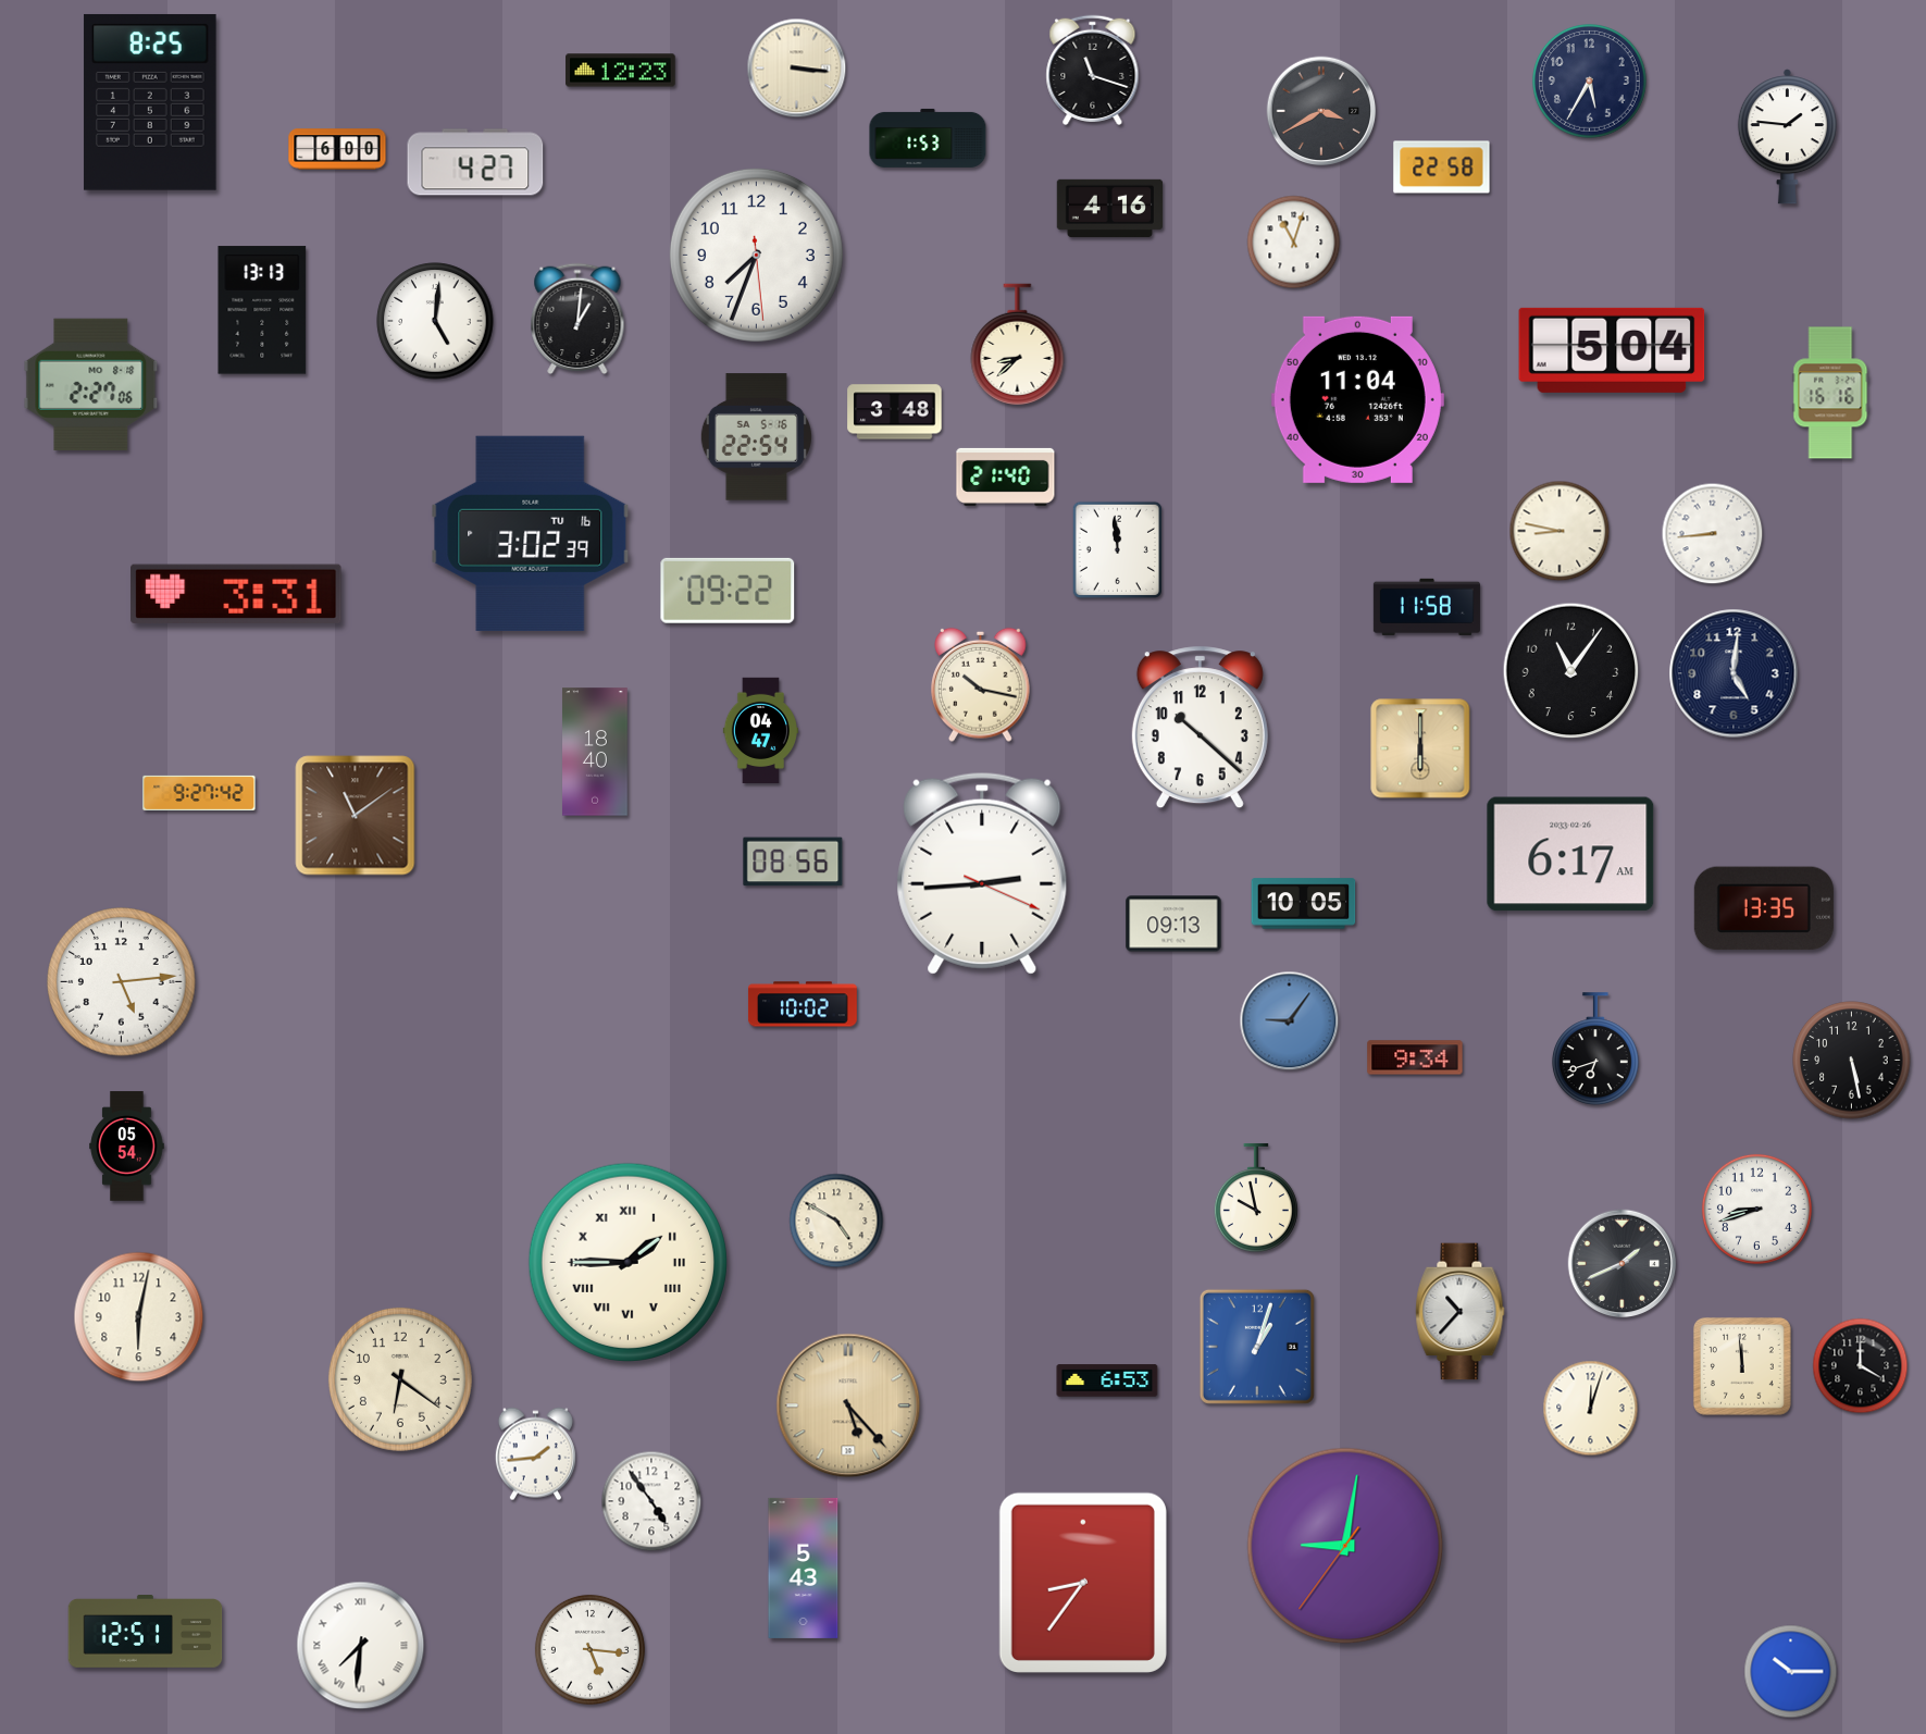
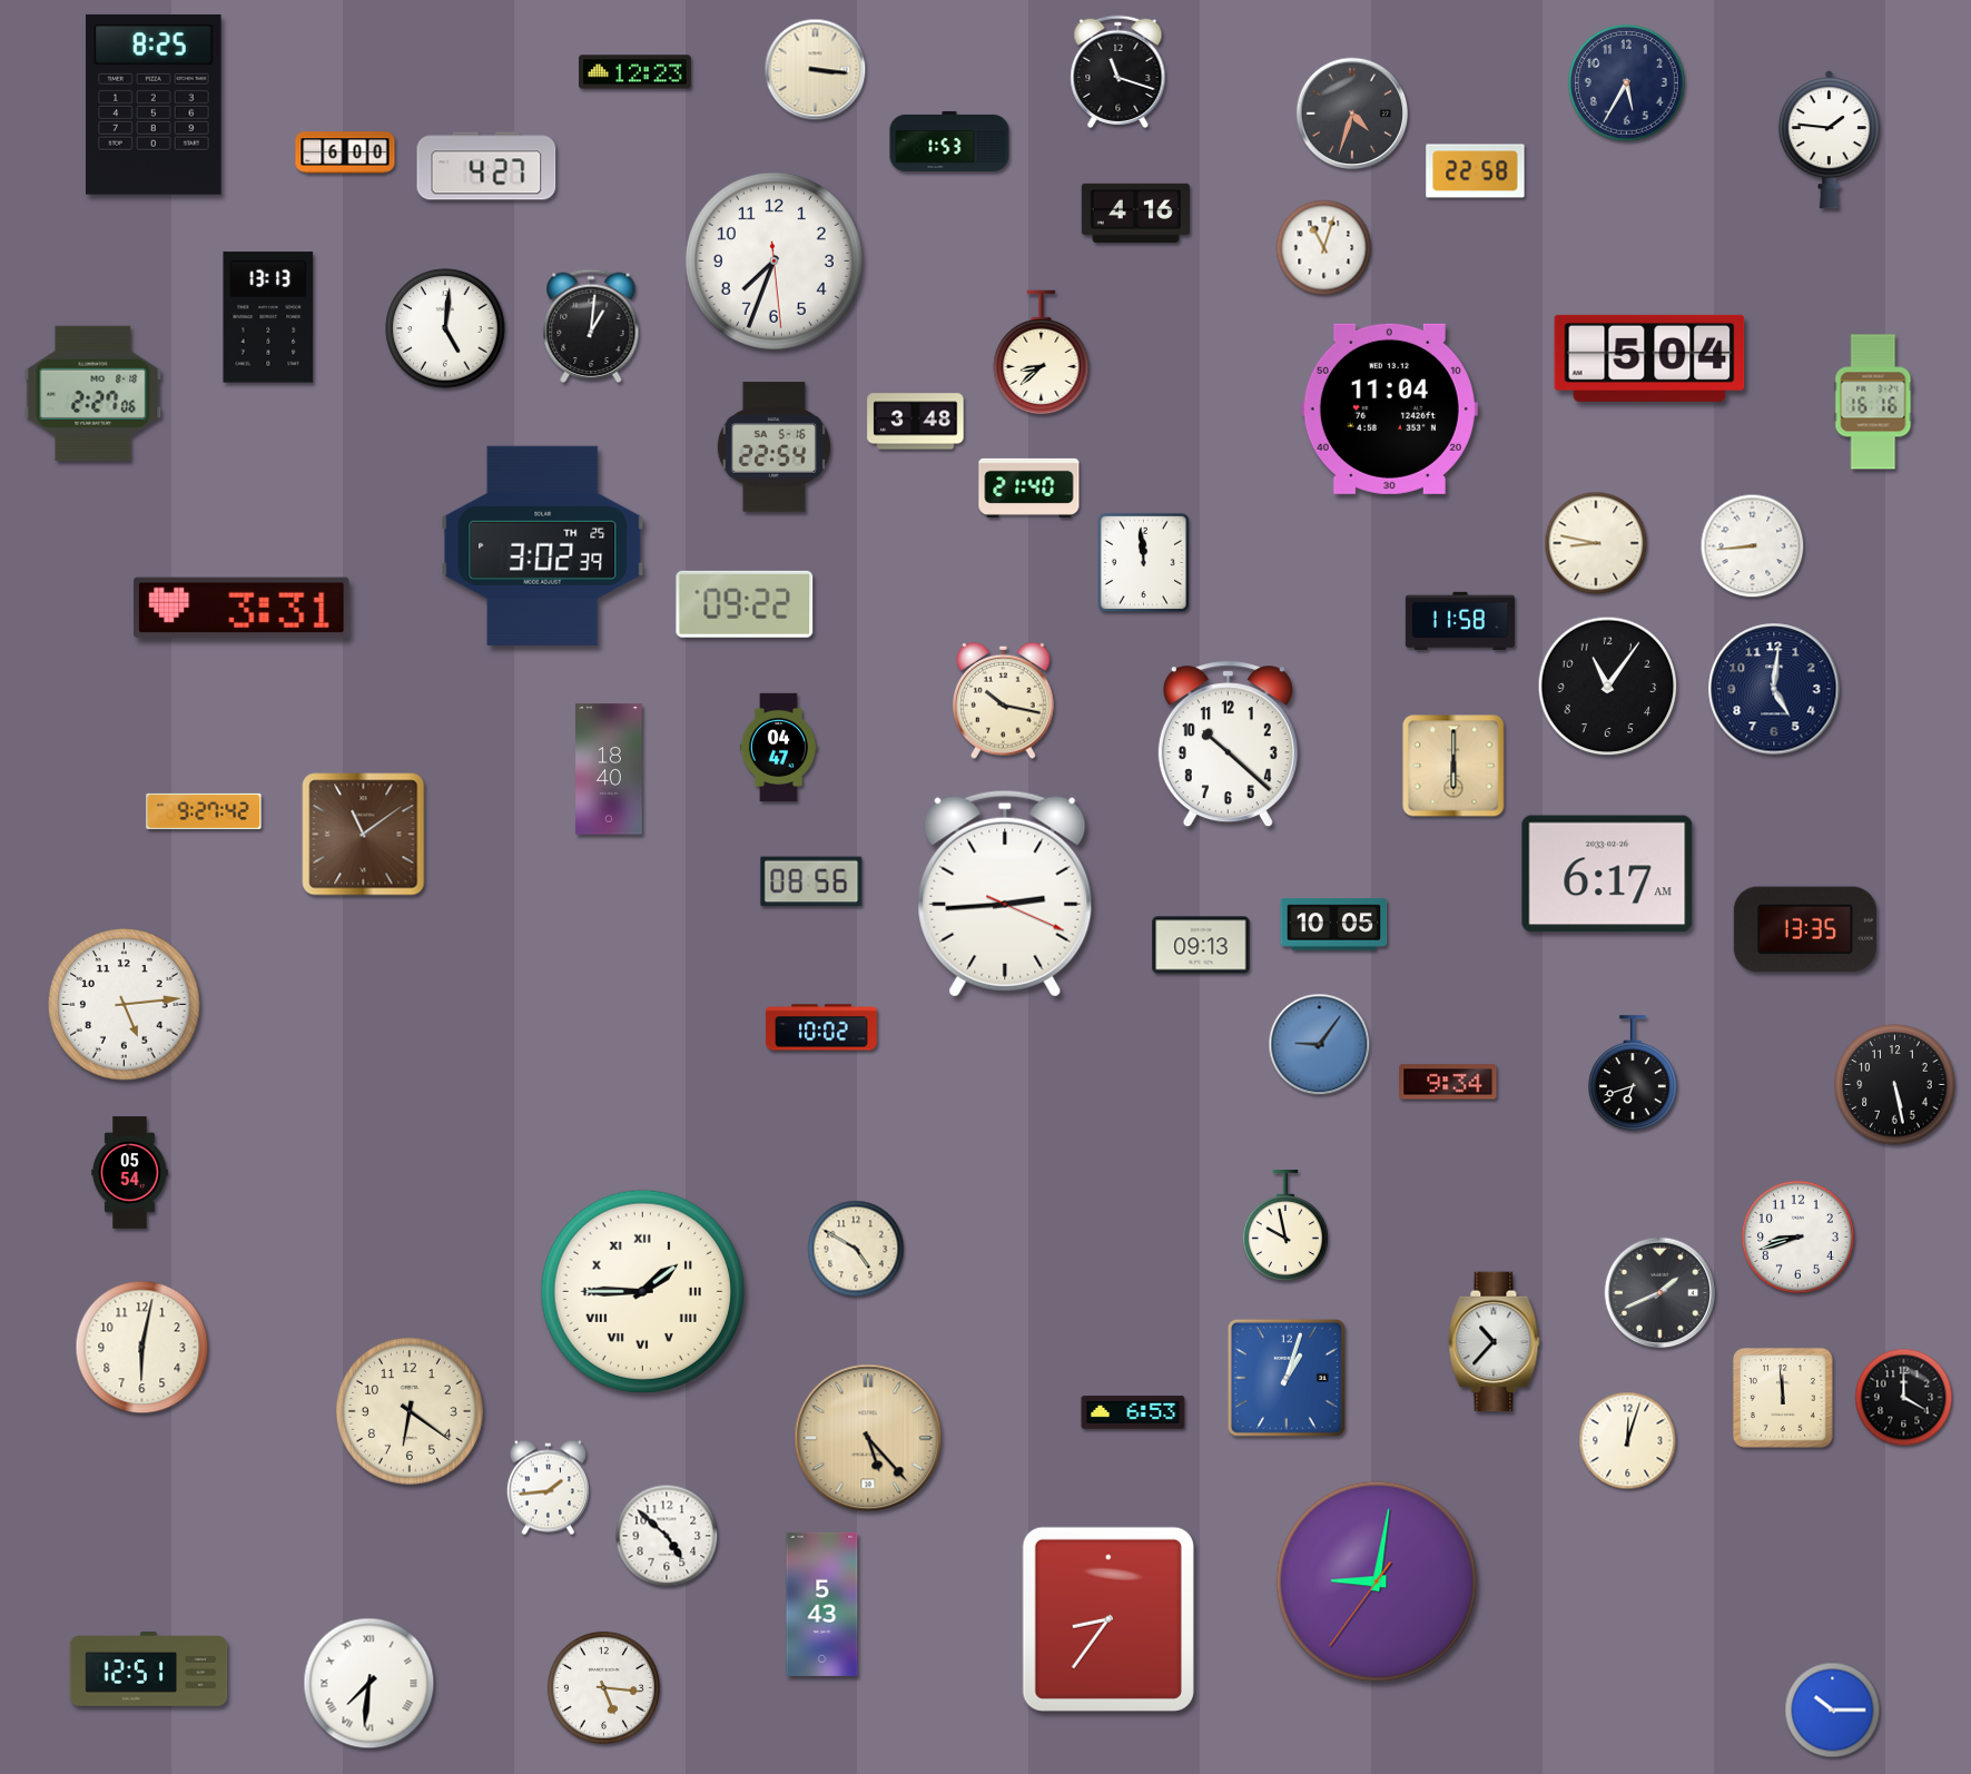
clock at (1321, 111): 3:40 -> 4:33
clock at (531, 533) date: TU 16 -> TH 25
clock at (651, 1501): 4:54 -> 4:52
